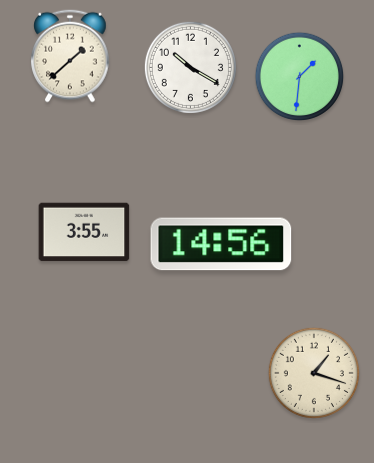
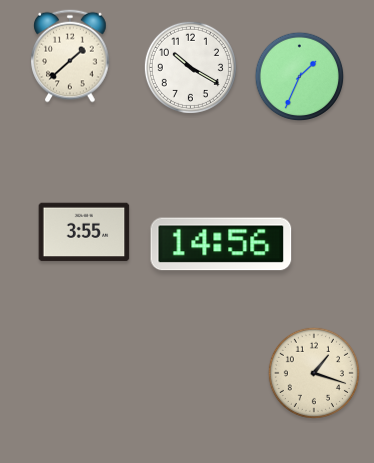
clock at (300, 77): 1:31 -> 1:34
